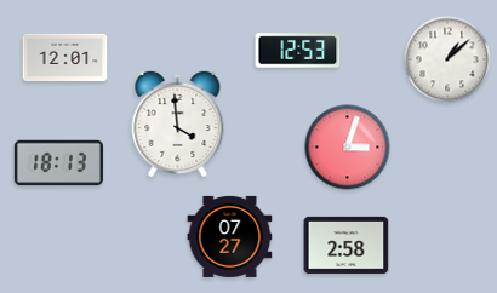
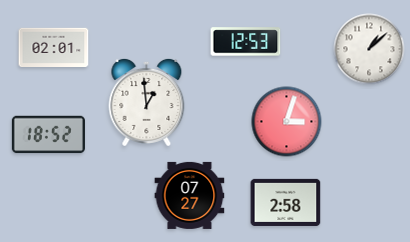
clock at (65, 57): 12:01 -> 02:01
clock at (178, 123): 3:59 -> 12:59
clock at (58, 163): 18:13 -> 18:52
